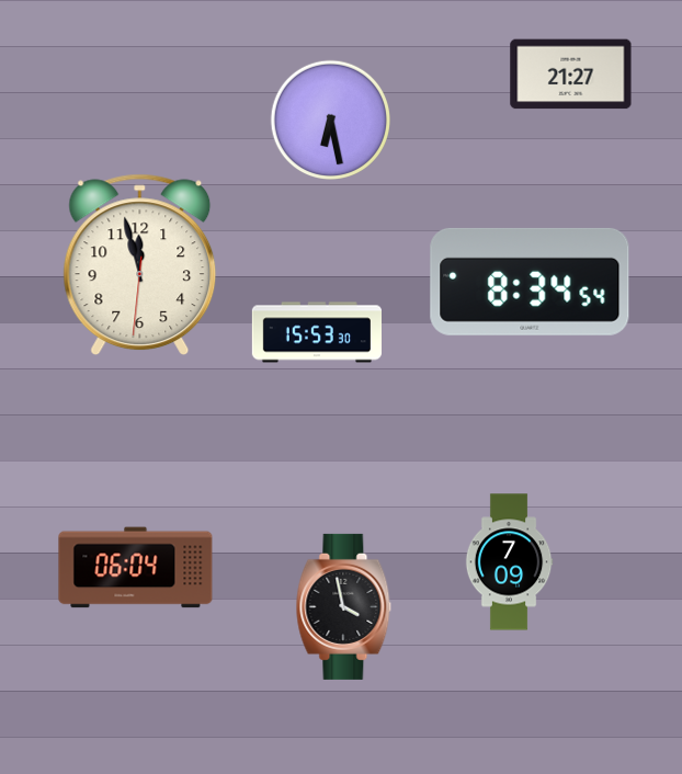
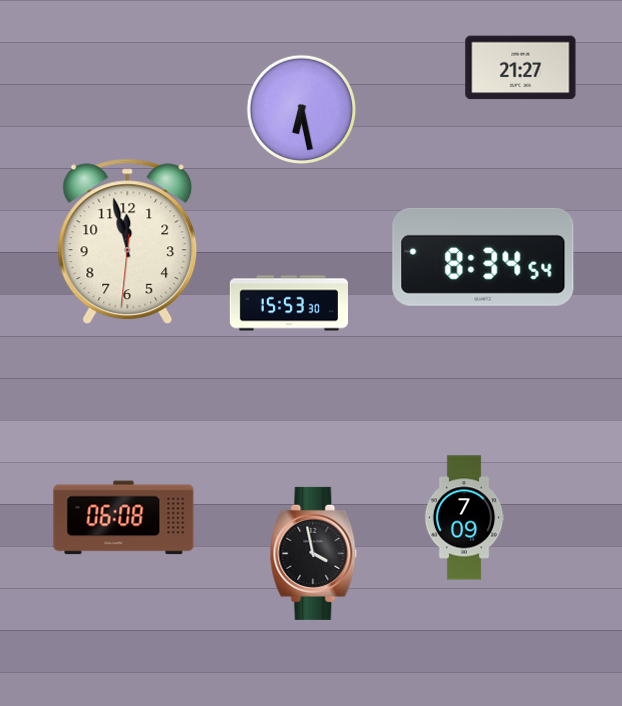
clock at (509, 562) position: (509, 562) -> (464, 518)
clock at (136, 568): 06:04 -> 06:08
